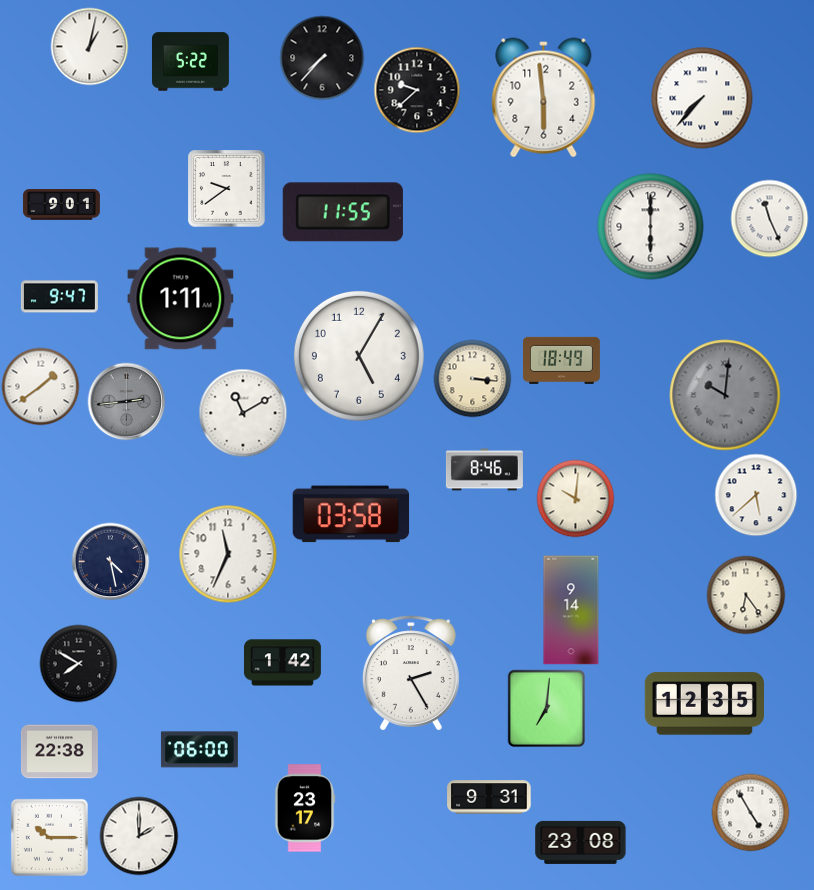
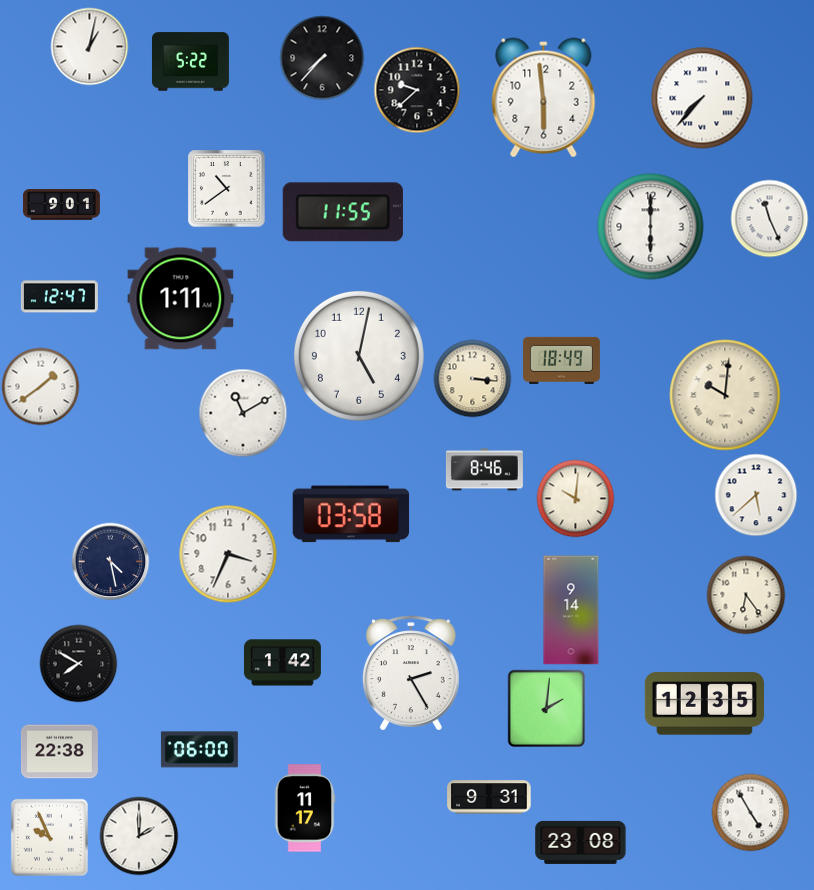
clock at (226, 188): 9:39 -> 10:39
clock at (59, 297): 9:47 -> 12:47
clock at (359, 356): 5:05 -> 5:02
clock at (725, 395) dial: grey -> cream
clock at (126, 401): 2:44 -> none
clock at (228, 554): 11:34 -> 3:34
clock at (546, 708): 7:01 -> 2:01
clock at (305, 808): 23:17 -> 11:17
clock at (49, 837): 10:15 -> 9:56
